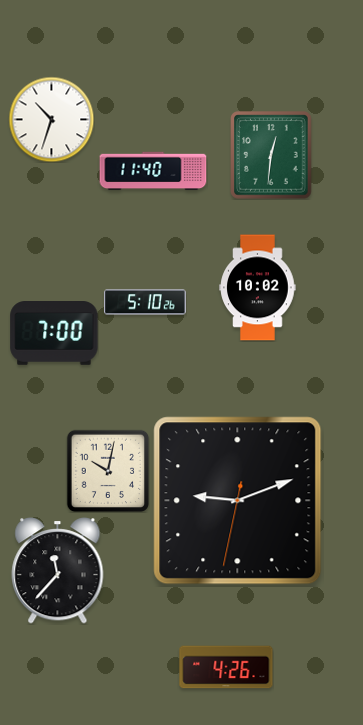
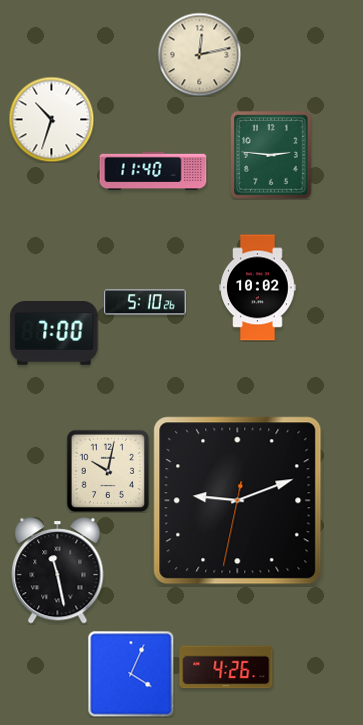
clock at (199, 54): none -> 12:13
clock at (271, 155): 12:31 -> 2:46
clock at (58, 571): 11:37 -> 11:28
clock at (131, 674): none -> 4:04
